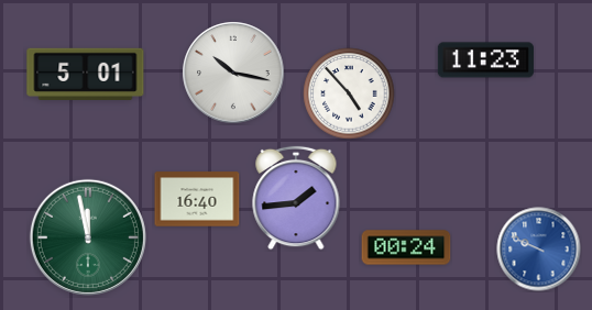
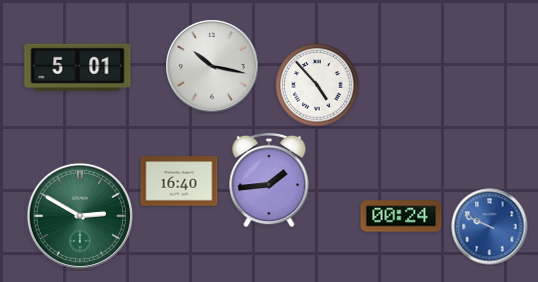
clock at (485, 60): 11:23 -> none
clock at (88, 237): 11:58 -> 2:50
clock at (406, 247) position: (406, 247) -> (401, 216)
